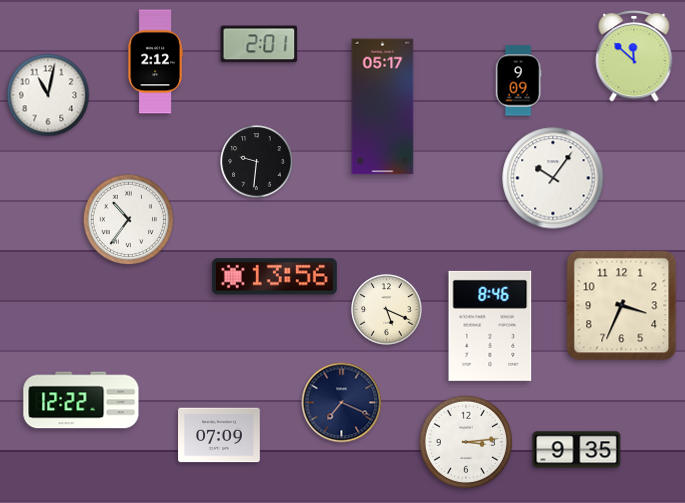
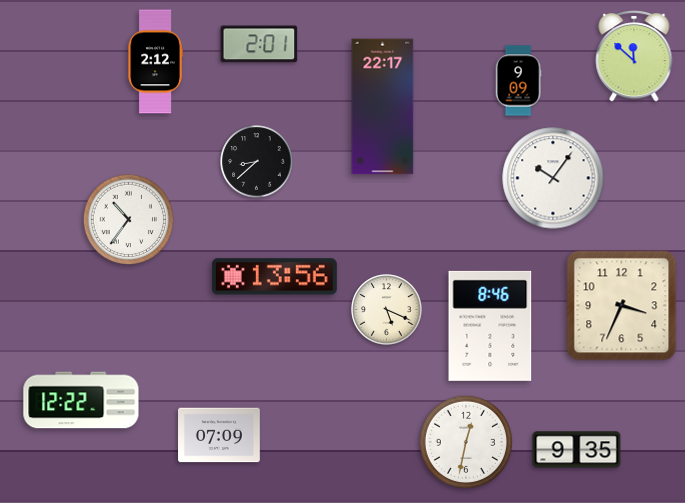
clock at (48, 95): 11:02 -> none
clock at (383, 107): 05:17 -> 22:17
clock at (257, 162): 9:31 -> 8:38
clock at (342, 403): 7:19 -> none
clock at (466, 442): 3:14 -> 12:32
